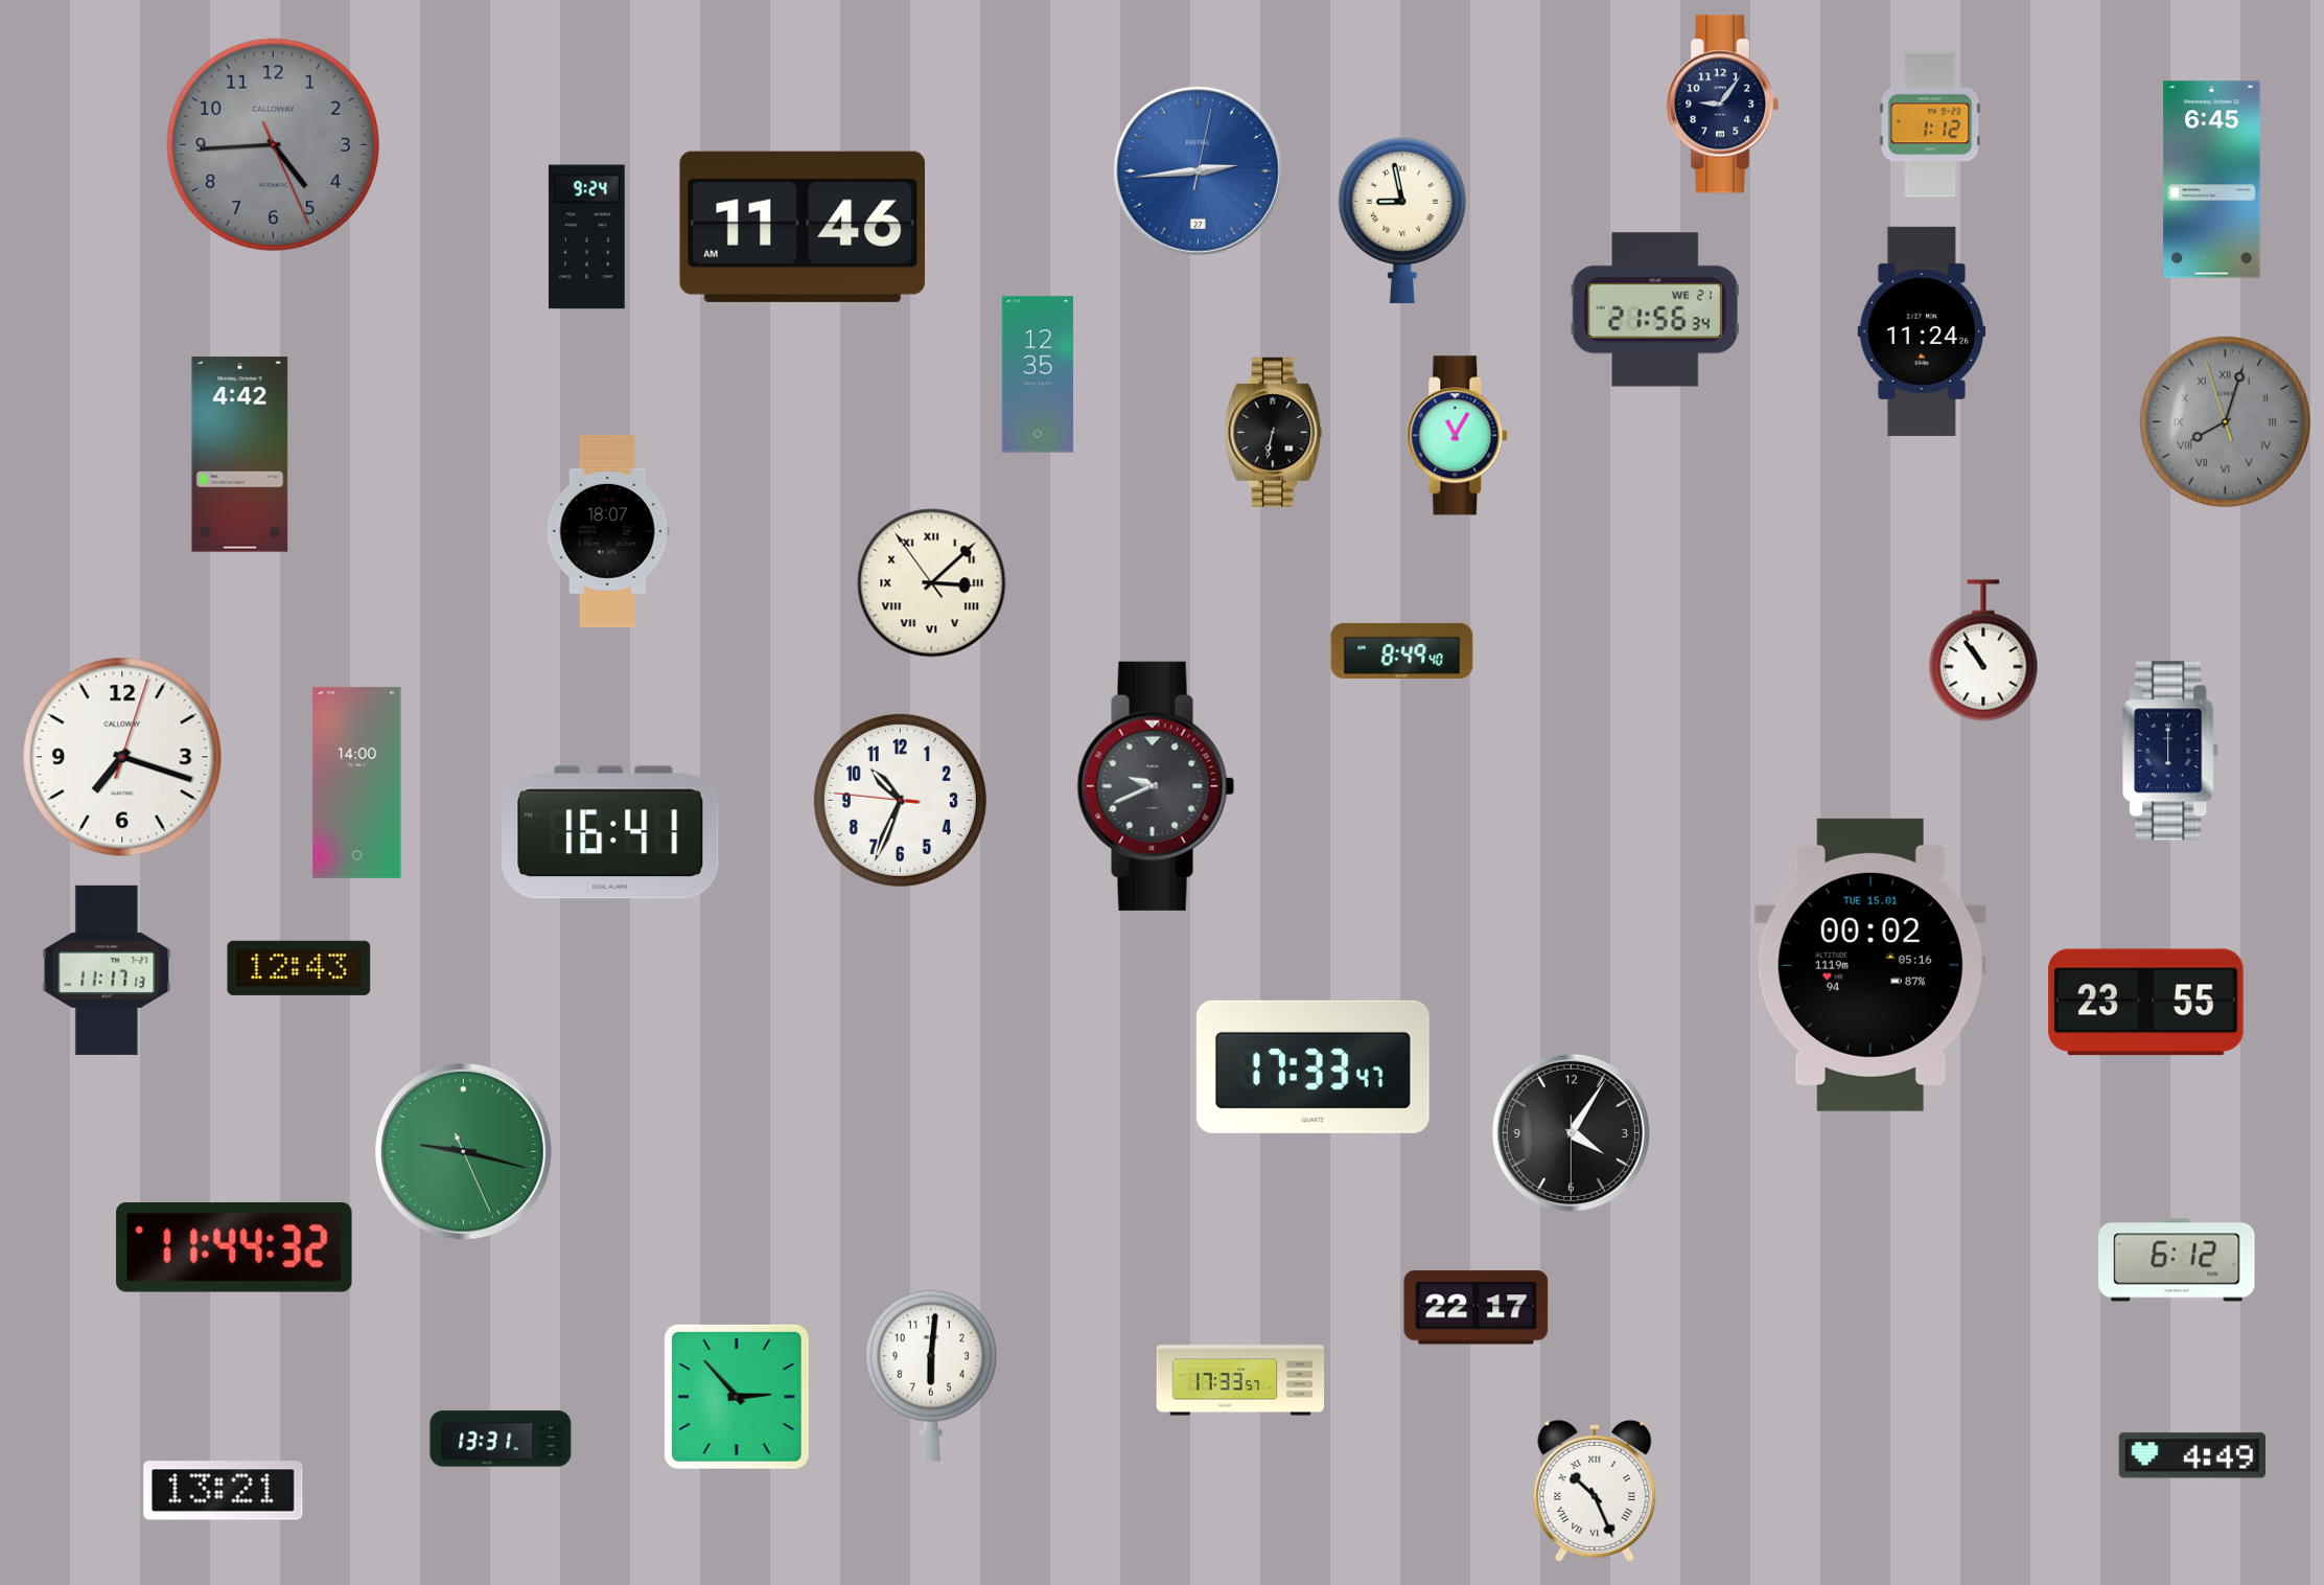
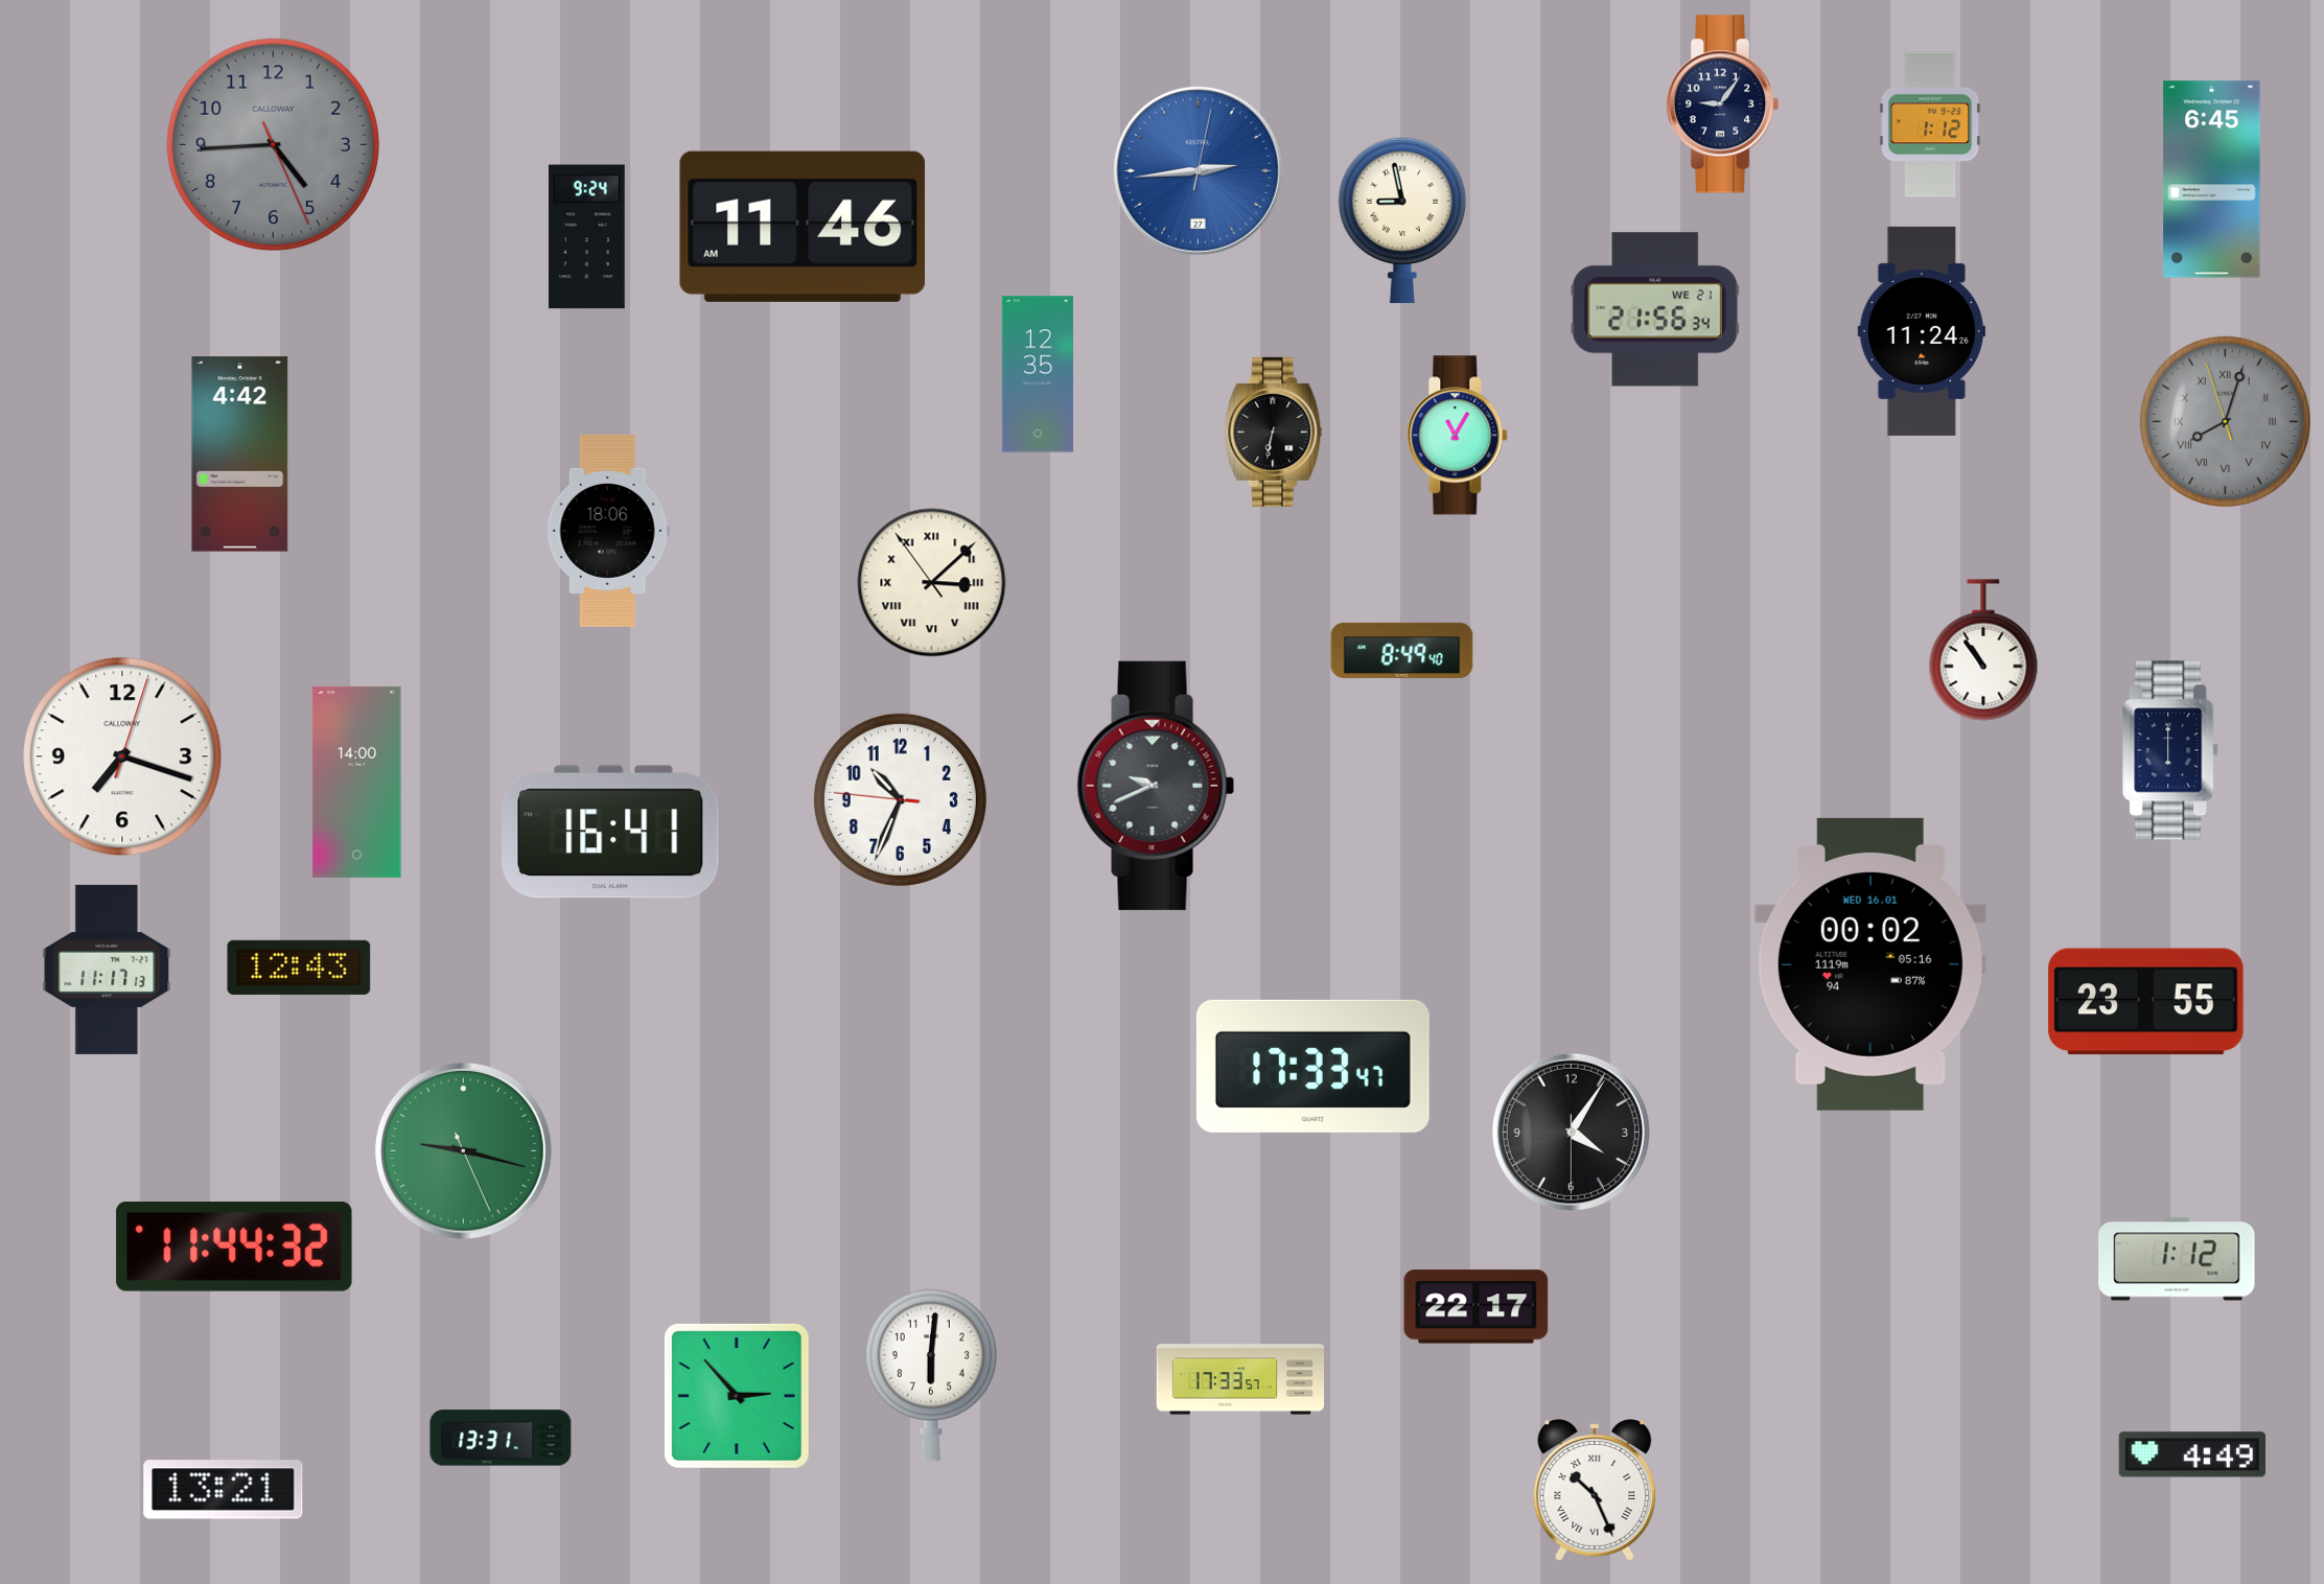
clock at (608, 531): 18:07 -> 18:06
clock at (1870, 965) date: TUE 15.01 -> WED 16.01
clock at (2177, 1260): 6:12 -> 1:12
